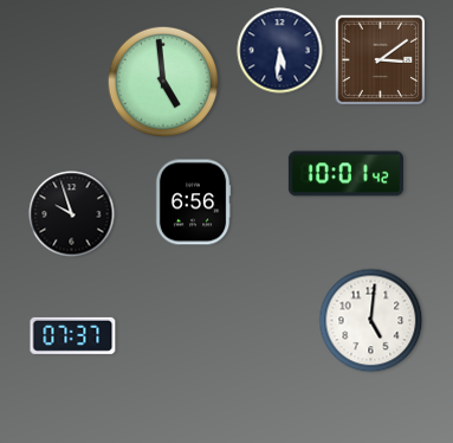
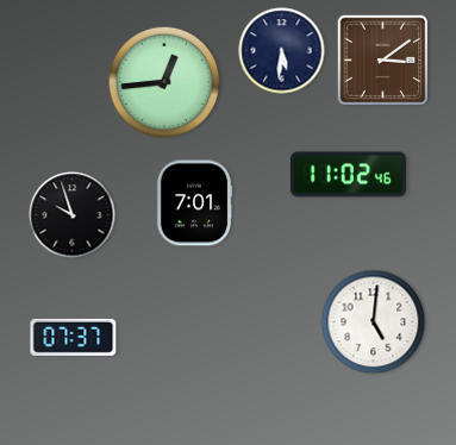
clock at (163, 82): 4:59 -> 12:44
clock at (345, 174): 10:01 -> 11:02
clock at (193, 203): 6:56 -> 7:01
